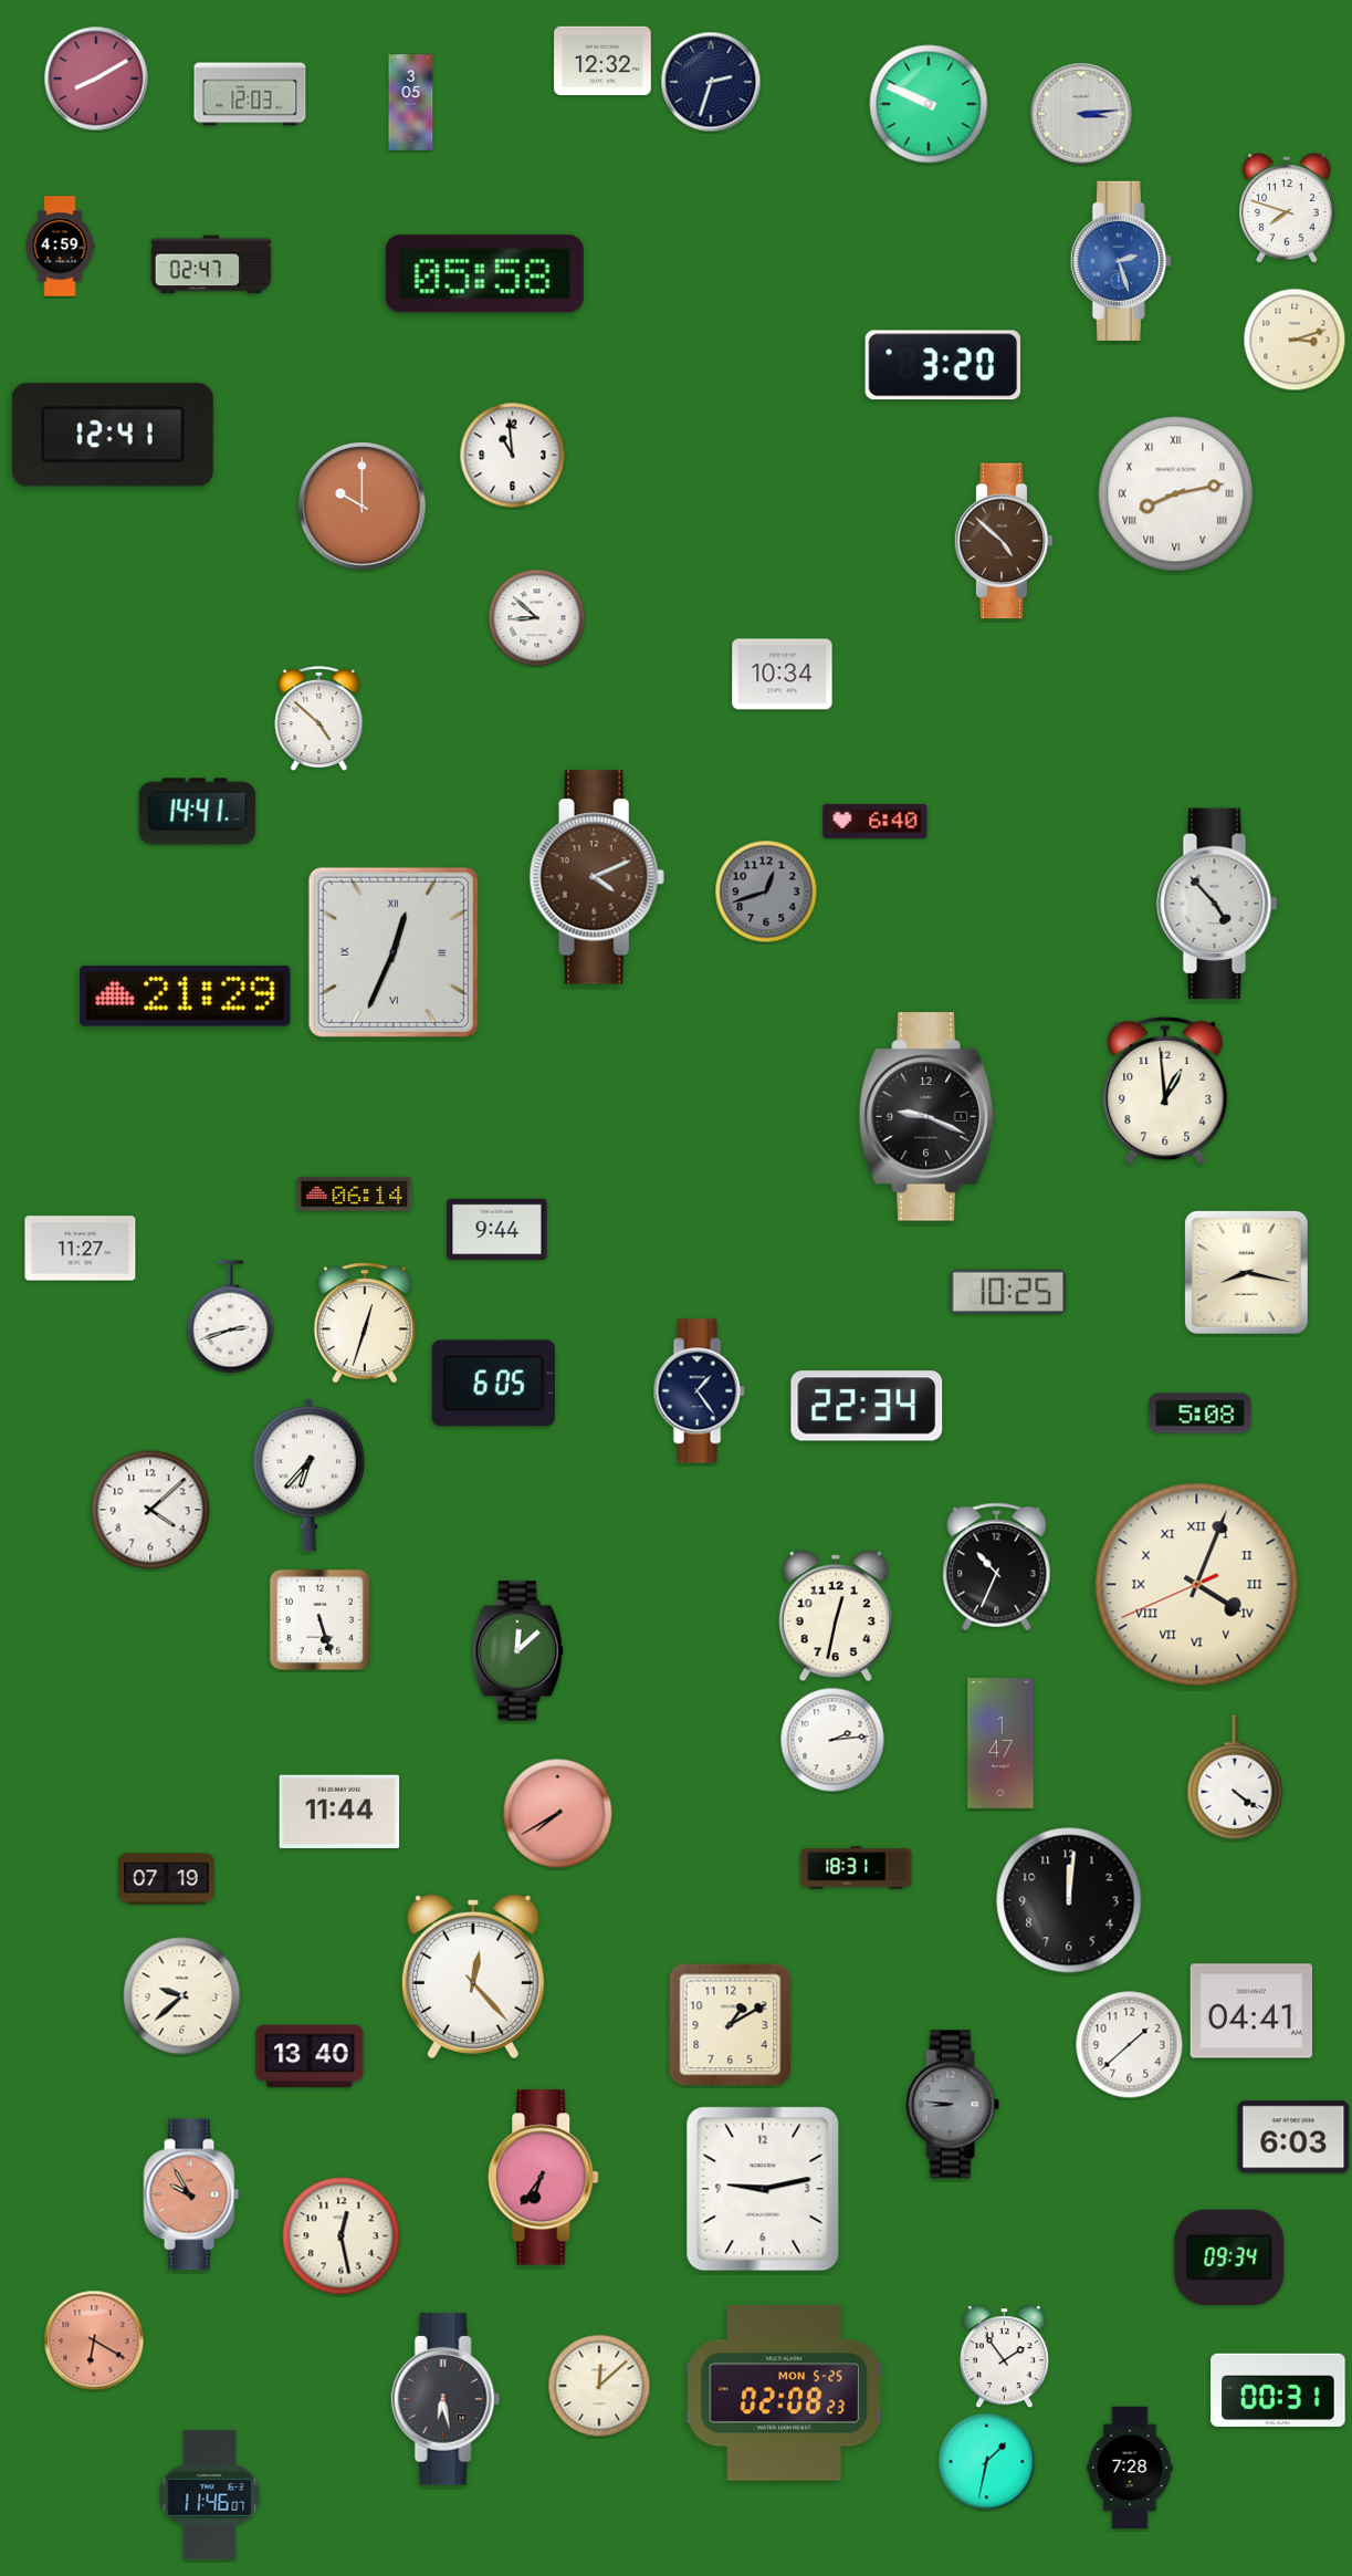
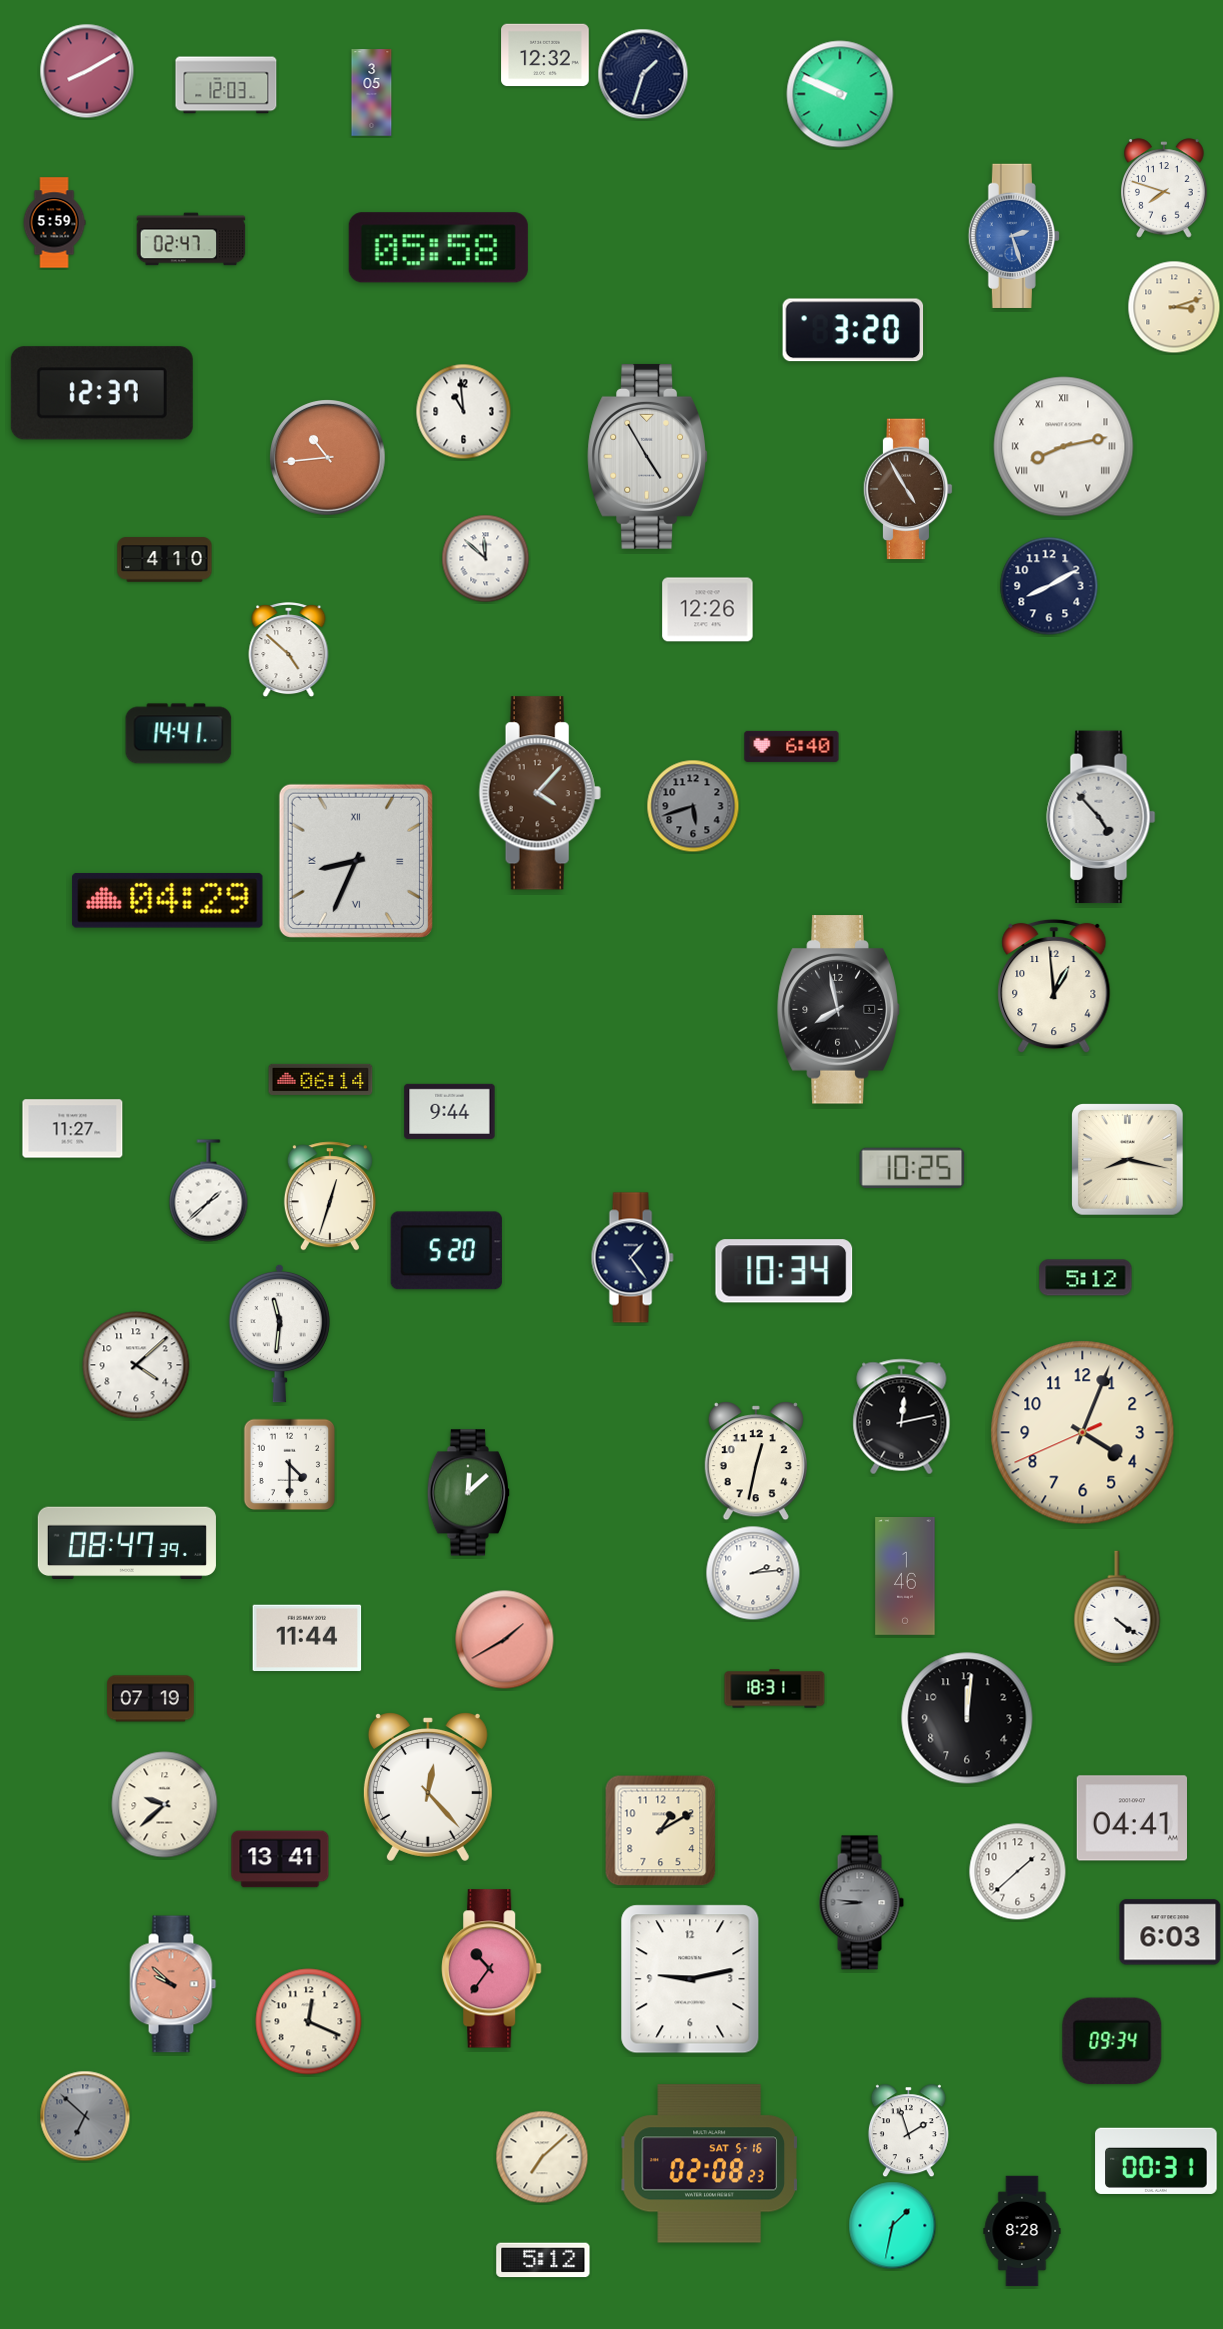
clock at (711, 82): 2:33 -> 1:33
clock at (1081, 114): 3:14 -> none
clock at (60, 247): 4:59 -> 5:59
clock at (1295, 340) position: (1295, 340) -> (1174, 307)
clock at (113, 435): 12:41 -> 12:37
clock at (647, 456): none -> 4:55
clock at (363, 507): 10:00 -> 10:44
clock at (1004, 541): 4:52 -> 4:55
clock at (537, 618): 8:52 -> 11:52
clock at (165, 560): none -> 4:10
clock at (1049, 586): none -> 8:10
clock at (783, 675): 10:34 -> 12:26
clock at (876, 821) position: (876, 821) -> (792, 746)
clock at (597, 877): 4:11 -> 4:07
clock at (766, 891): 12:42 -> 5:42
clock at (394, 952): 12:34 -> 8:34
clock at (186, 997): 21:29 -> 04:29
clock at (926, 1117): 9:19 -> 7:58
clock at (1247, 1273) position: (1247, 1273) -> (1128, 1160)
clock at (231, 1317): 2:42 -> 1:38
clock at (493, 1384): 6:05 -> 5:20
clock at (867, 1406): 22:34 -> 10:34
clock at (1201, 1414): 5:08 -> 5:12
clock at (308, 1474): 6:37 -> 11:31
clock at (997, 1567): 10:34 -> 12:13
clock at (1197, 1585) numerals: Roman -> Arabic
clock at (321, 1620): 5:27 -> 4:30
clock at (127, 1543): none -> 08:47
clock at (1000, 1744): 1:47 -> 1:46
clock at (558, 1814): 7:40 -> 1:40
clock at (1130, 2045) position: (1130, 2045) -> (1018, 1872)
clock at (310, 2056): 13:40 -> 13:41
clock at (544, 2178): 6:36 -> 10:36
clock at (191, 2194): 9:55 -> 9:52
clock at (342, 2236): 12:28 -> 12:19
clock at (94, 2340): 6:20 -> 6:52
clock at (94, 2340) dial: salmon -> grey
clock at (1004, 2357): 1:54 -> 1:57
clock at (599, 2386): 12:08 -> 7:08
clock at (784, 2394) date: MON 5-25 -> SAT 5-16
clock at (446, 2399): 6:28 -> none
clock at (1130, 2468): 7:28 -> 8:28
clock at (210, 2494): 11:46 -> none
clock at (543, 2260): none -> 5:12
